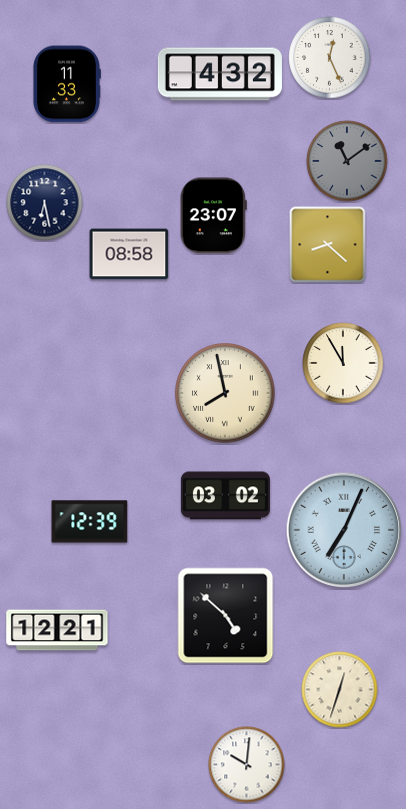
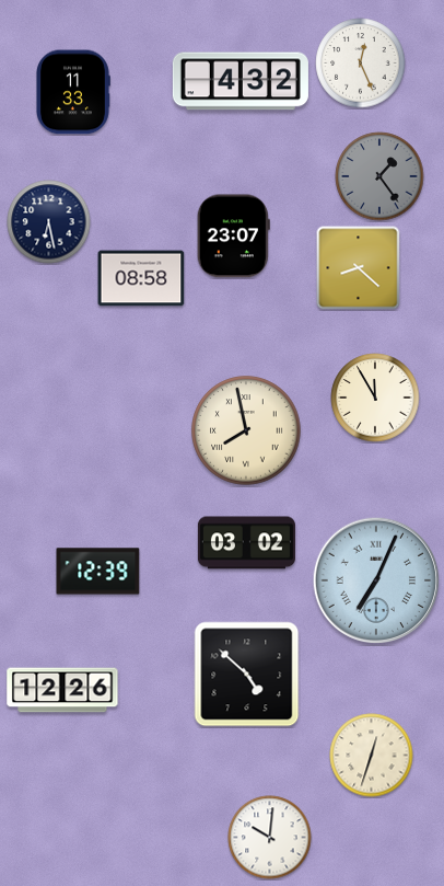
clock at (347, 161): 11:09 -> 1:24
clock at (57, 630): 12:21 -> 12:26
